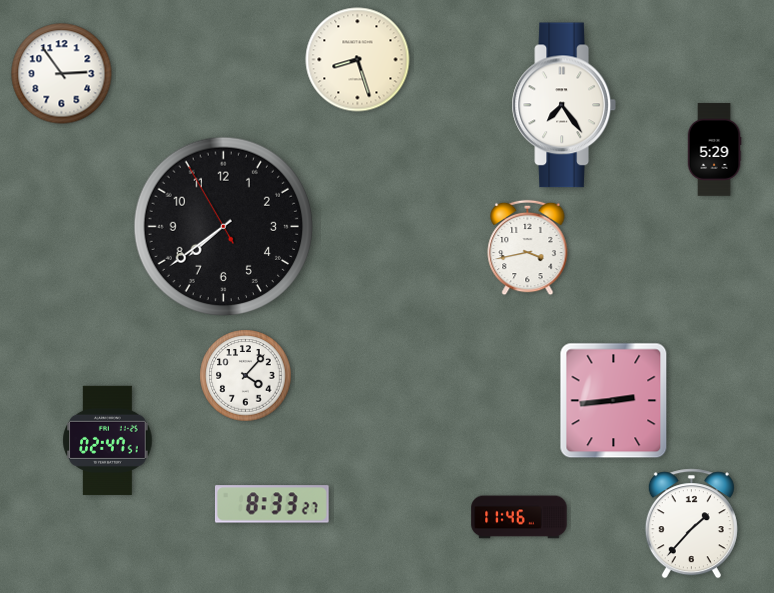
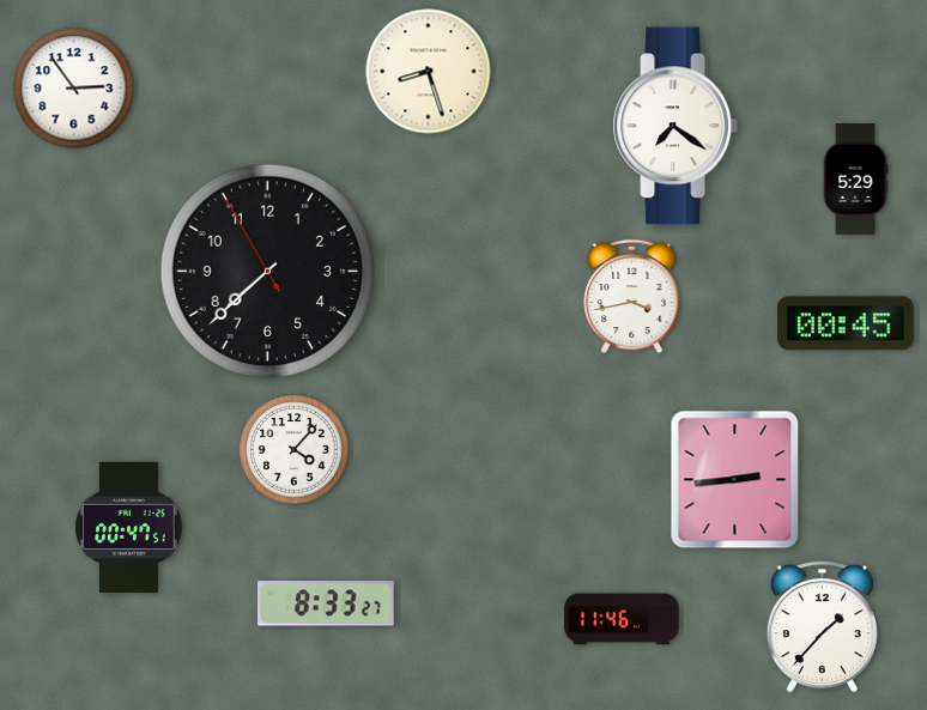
clock at (564, 105): 7:24 -> 7:21
clock at (223, 226): 7:38 -> 7:37
clock at (847, 323): none -> 00:45
clock at (108, 440): 02:47 -> 00:47
clock at (691, 524) position: (691, 524) -> (822, 627)
